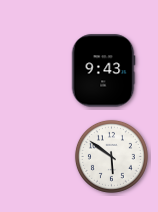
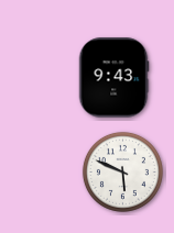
clock at (111, 156): 5:51 -> 5:49
